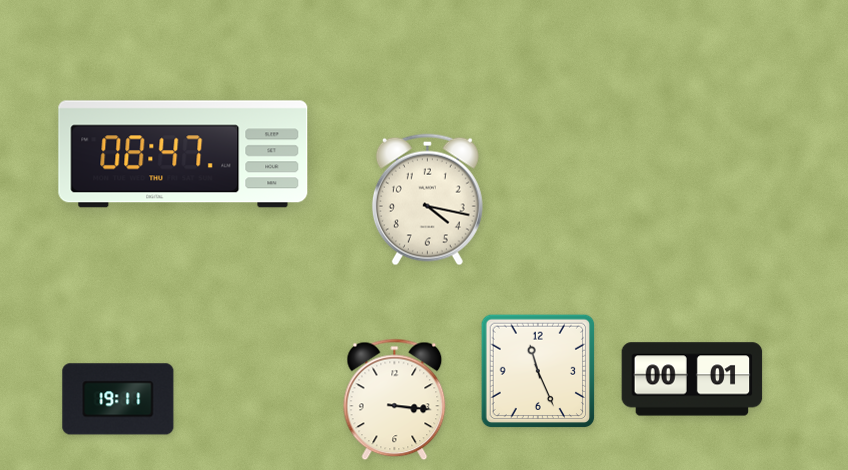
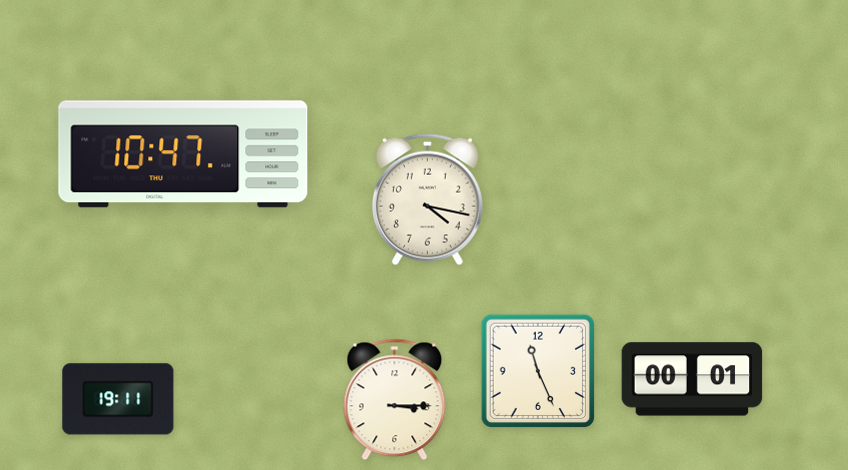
clock at (183, 154): 08:47 -> 10:47
clock at (395, 400): 3:16 -> 3:15
